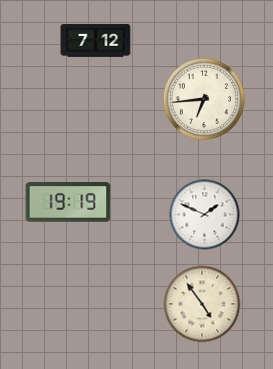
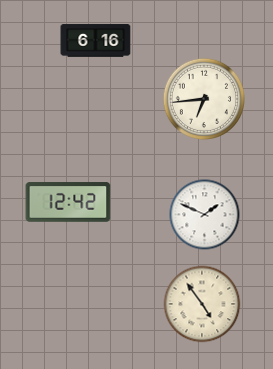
clock at (96, 41): 7:12 -> 6:16
clock at (68, 202): 19:19 -> 12:42
